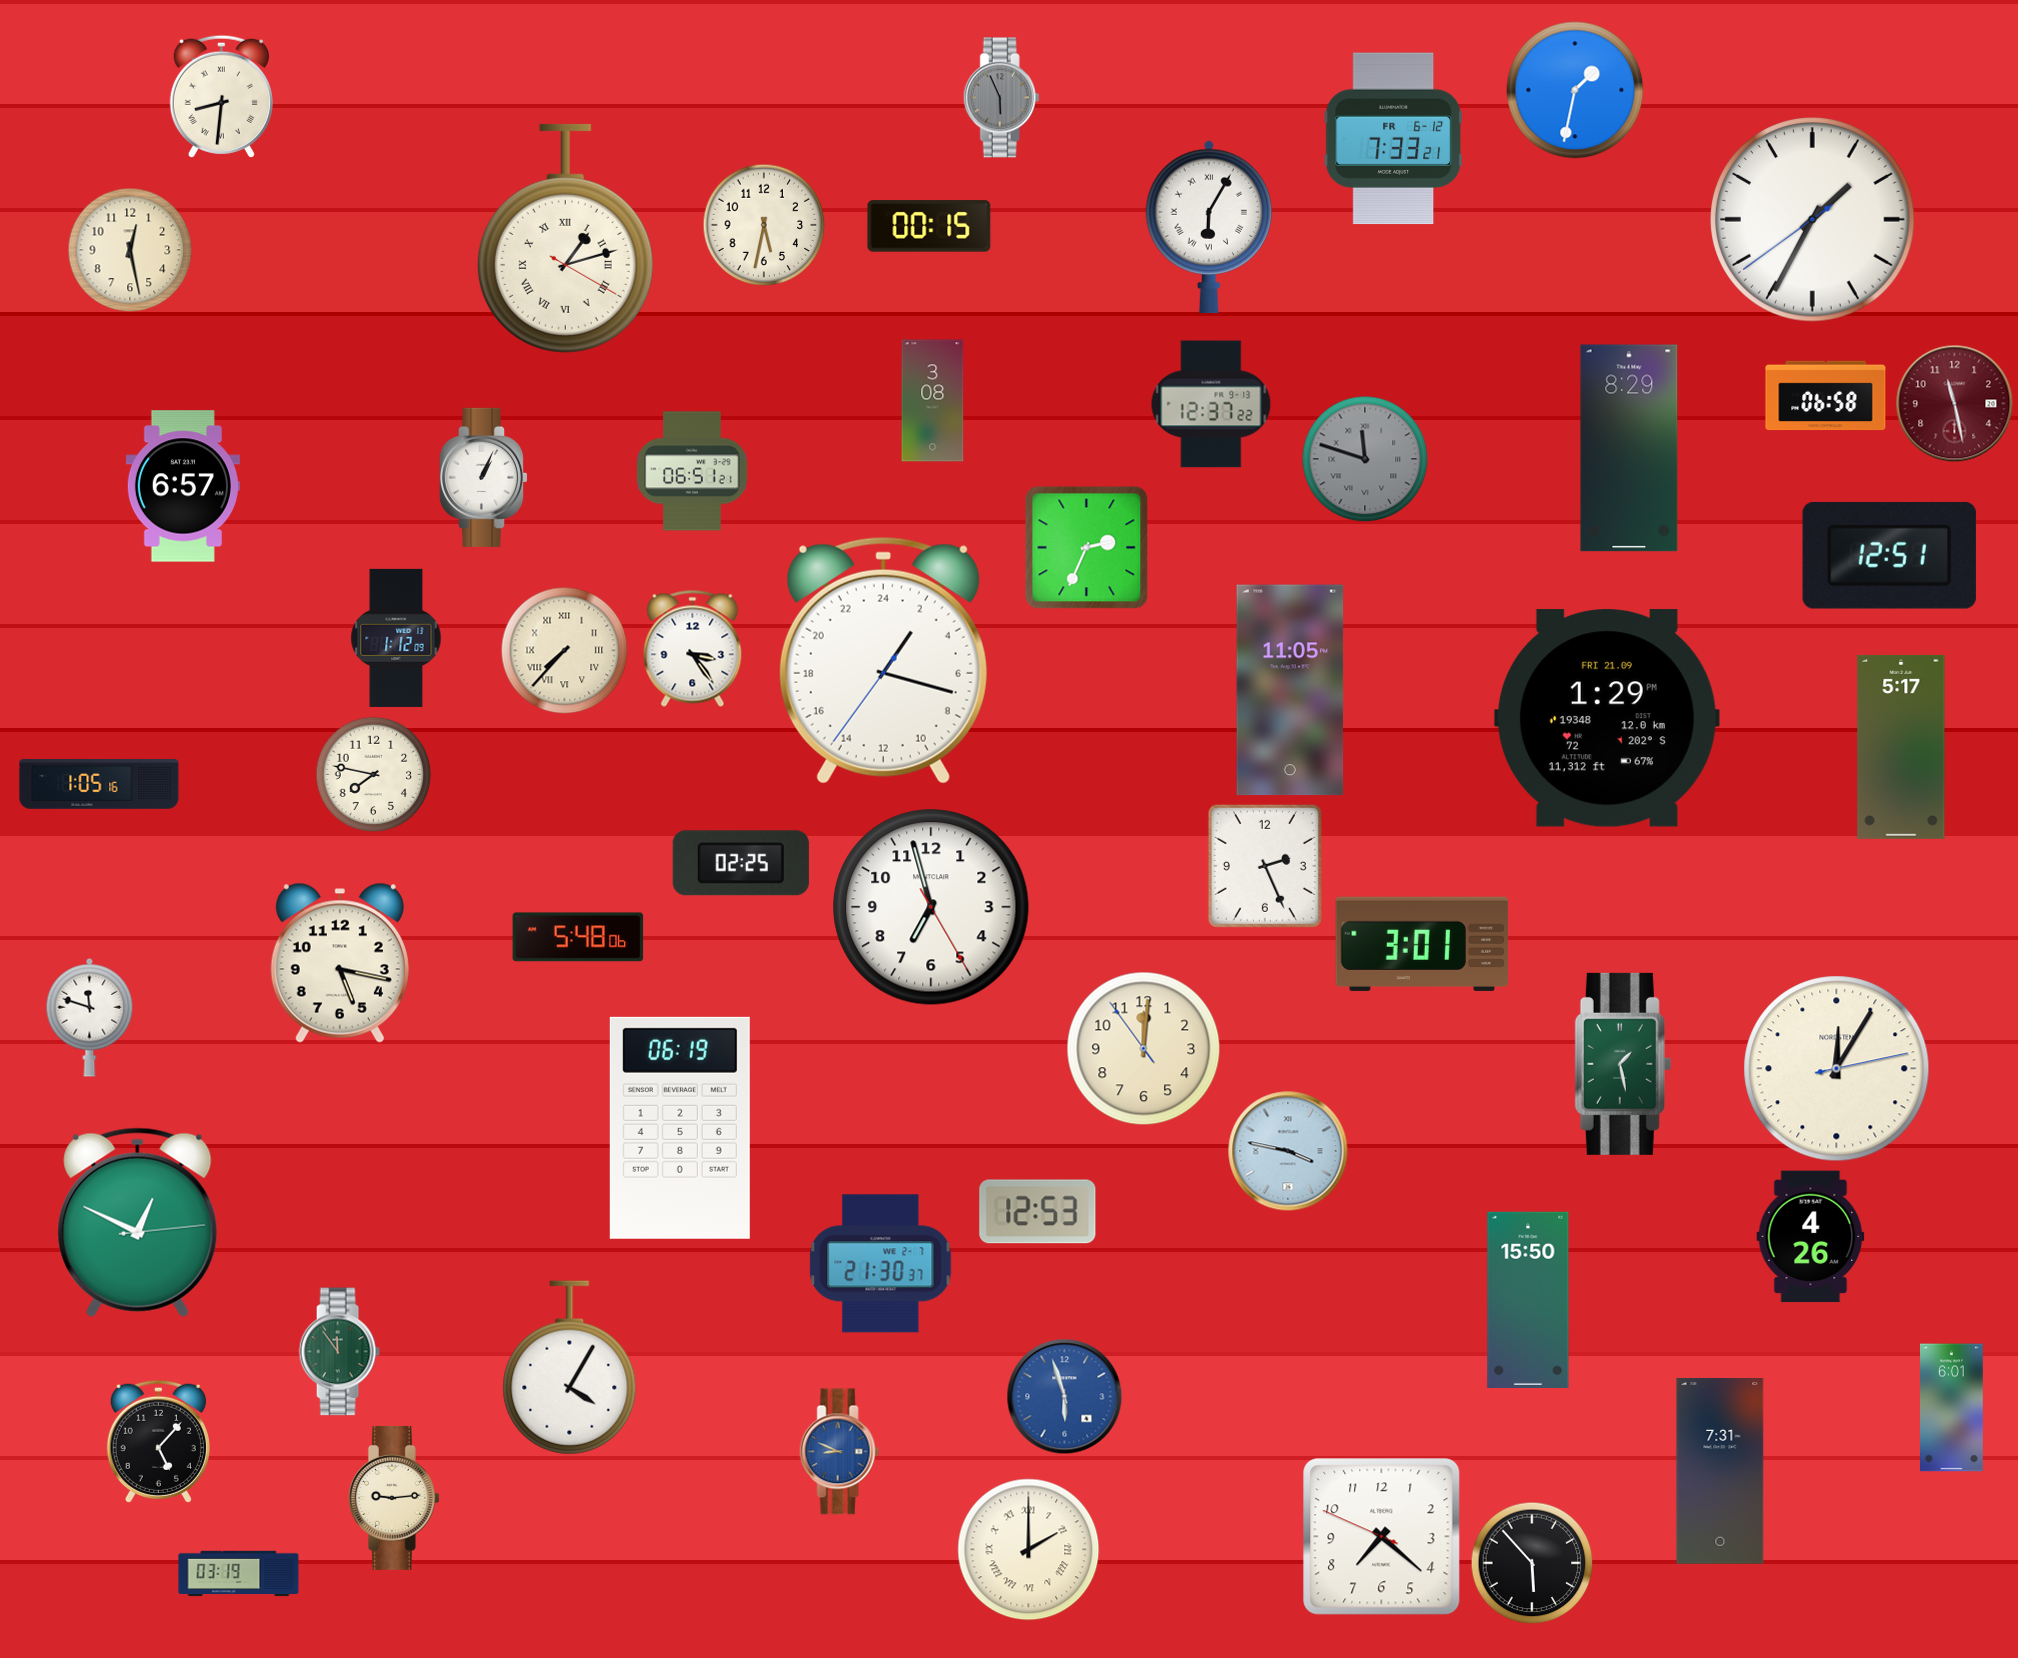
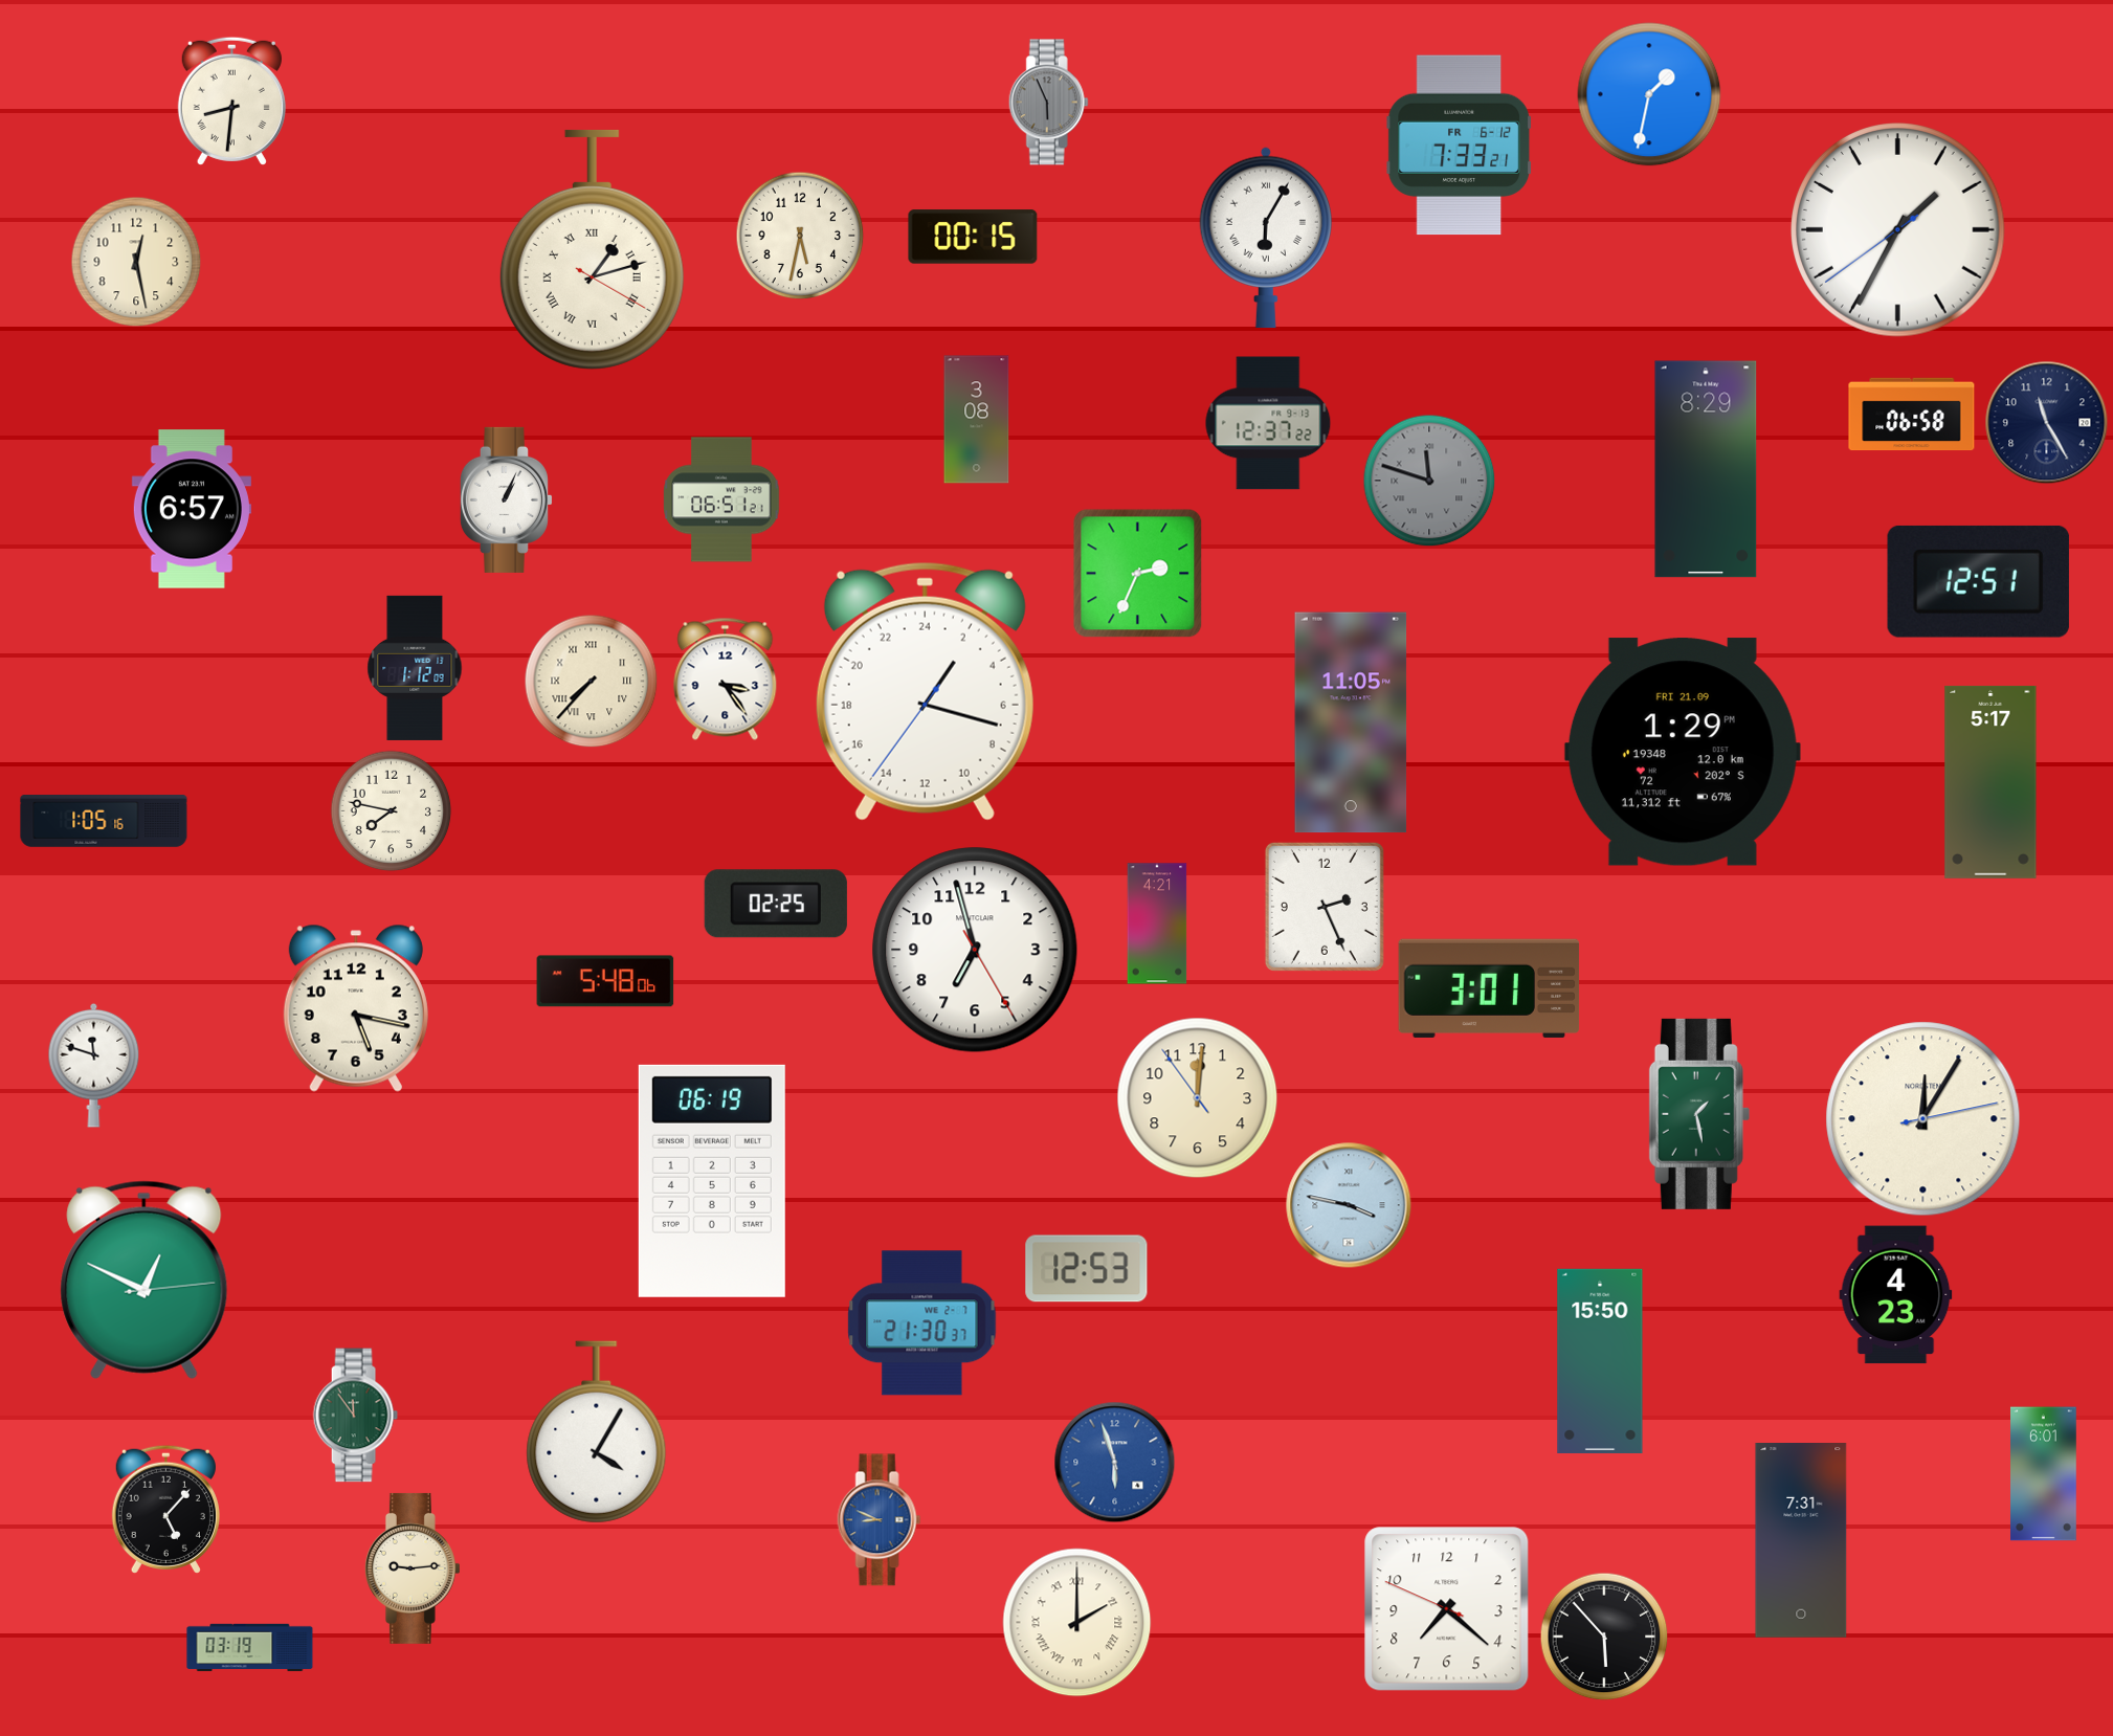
clock at (1955, 404): 11:28 -> 11:25
clock at (1955, 404) dial: burgundy -> navy
clock at (692, 471) position: (692, 471) -> (721, 499)
clock at (1157, 923): none -> 4:21
clock at (1811, 1237): 4:26 -> 4:23
